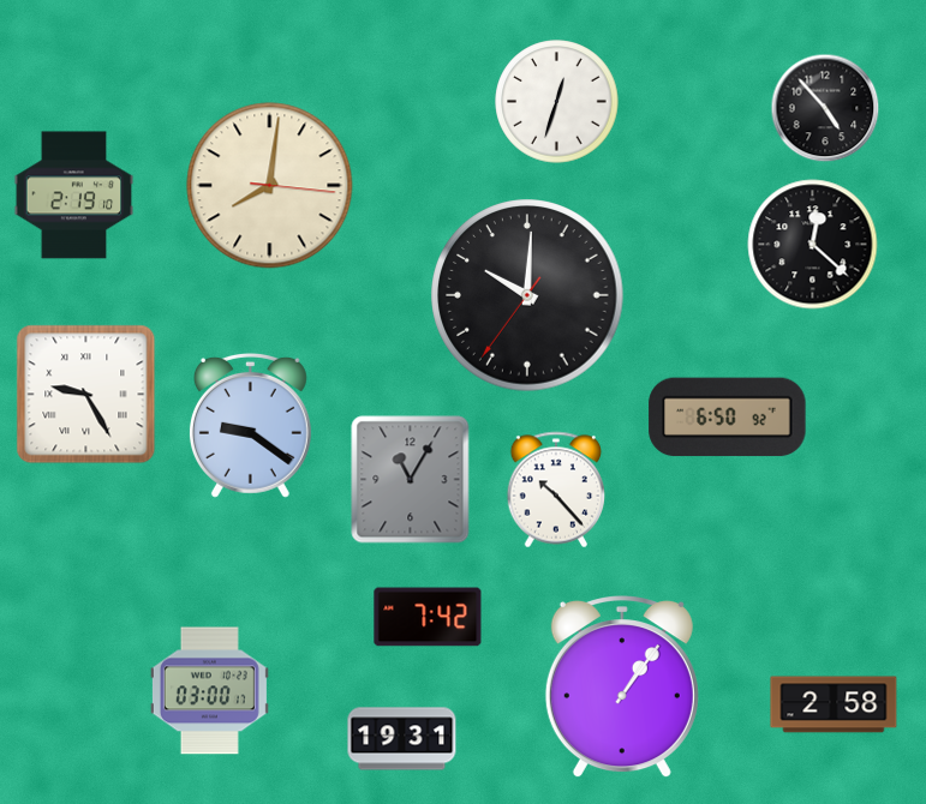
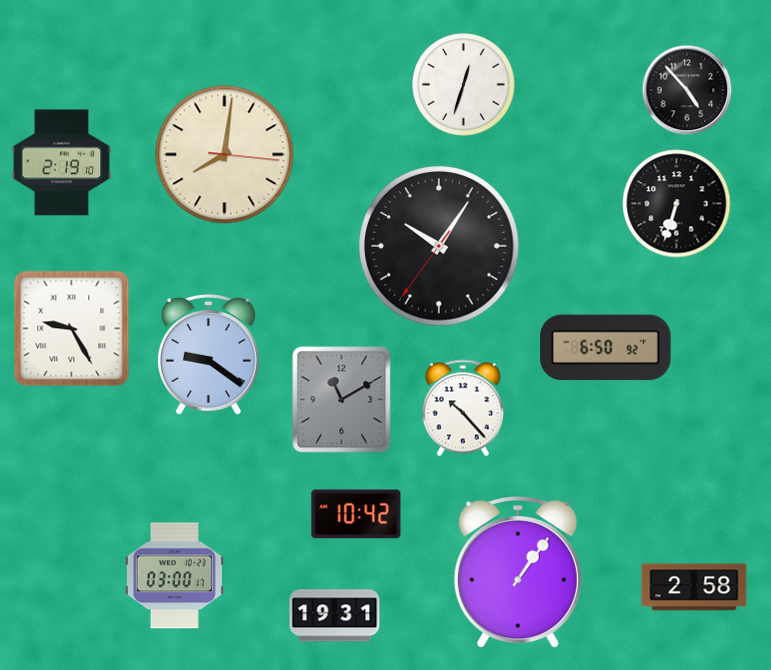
clock at (813, 245): 12:22 -> 6:33
clock at (527, 295): 10:00 -> 10:05
clock at (411, 480): 11:05 -> 11:10
clock at (428, 617): 7:42 -> 10:42
